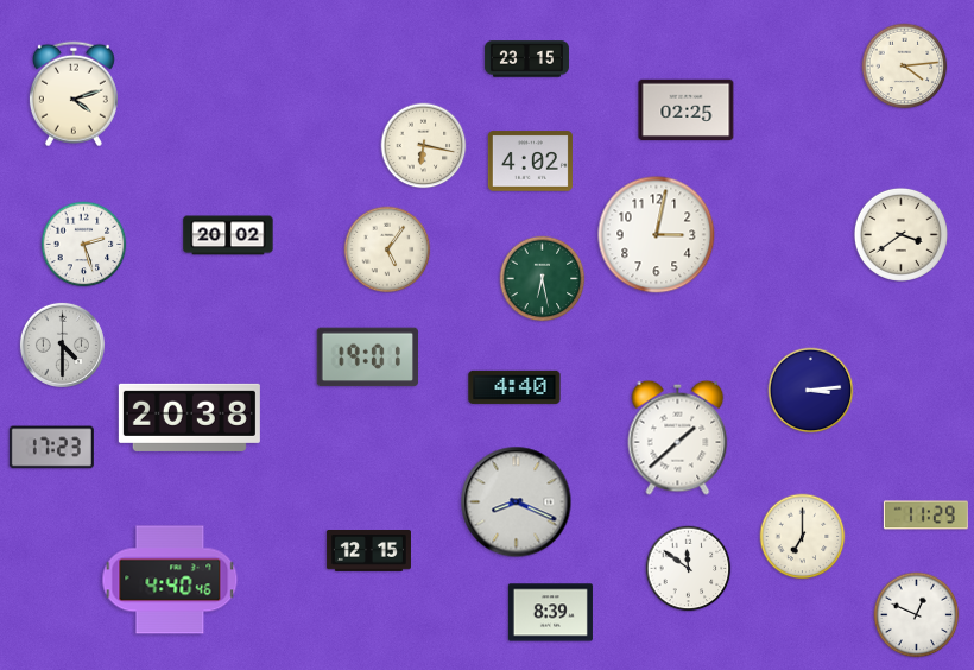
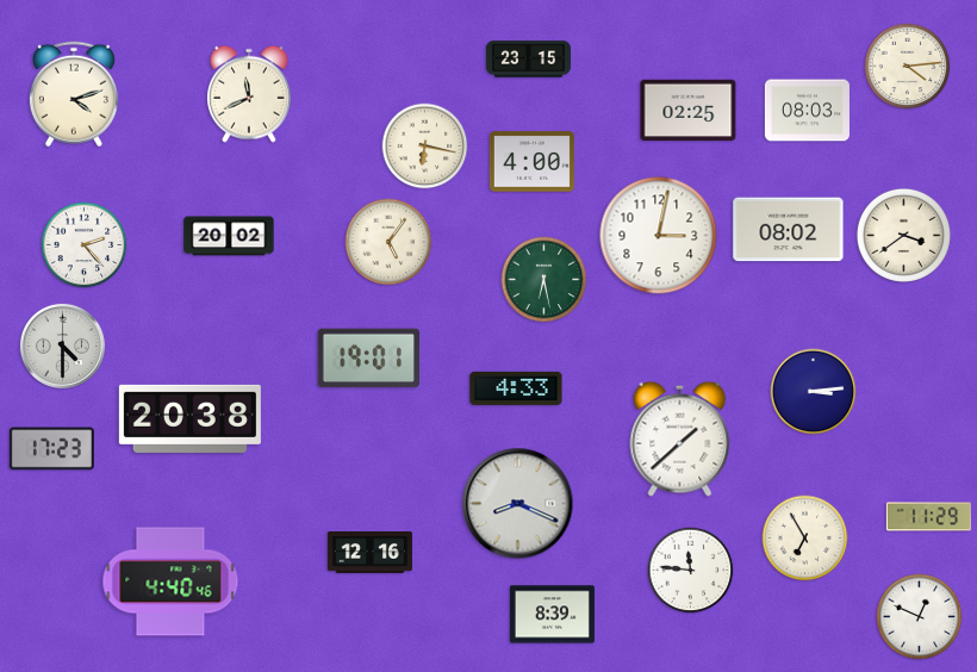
clock at (249, 94): none -> 11:41
clock at (807, 111): none -> 08:03
clock at (530, 162): 4:02 -> 4:00
clock at (789, 230): none -> 08:02
clock at (84, 245): 2:27 -> 2:23
clock at (387, 249) position: (387, 249) -> (388, 242)
clock at (514, 387): 4:40 -> 4:33
clock at (803, 537): 7:00 -> 6:55
clock at (368, 551): 12:15 -> 12:16
clock at (689, 569): 11:51 -> 11:46
